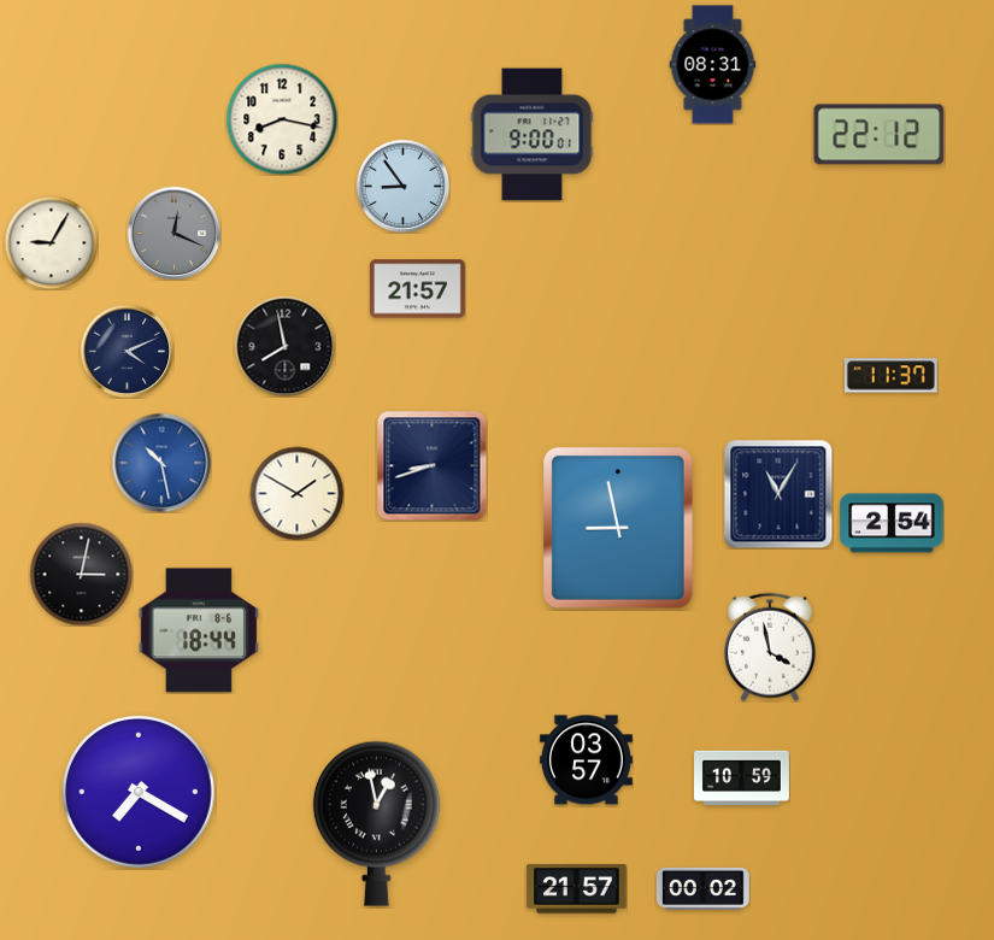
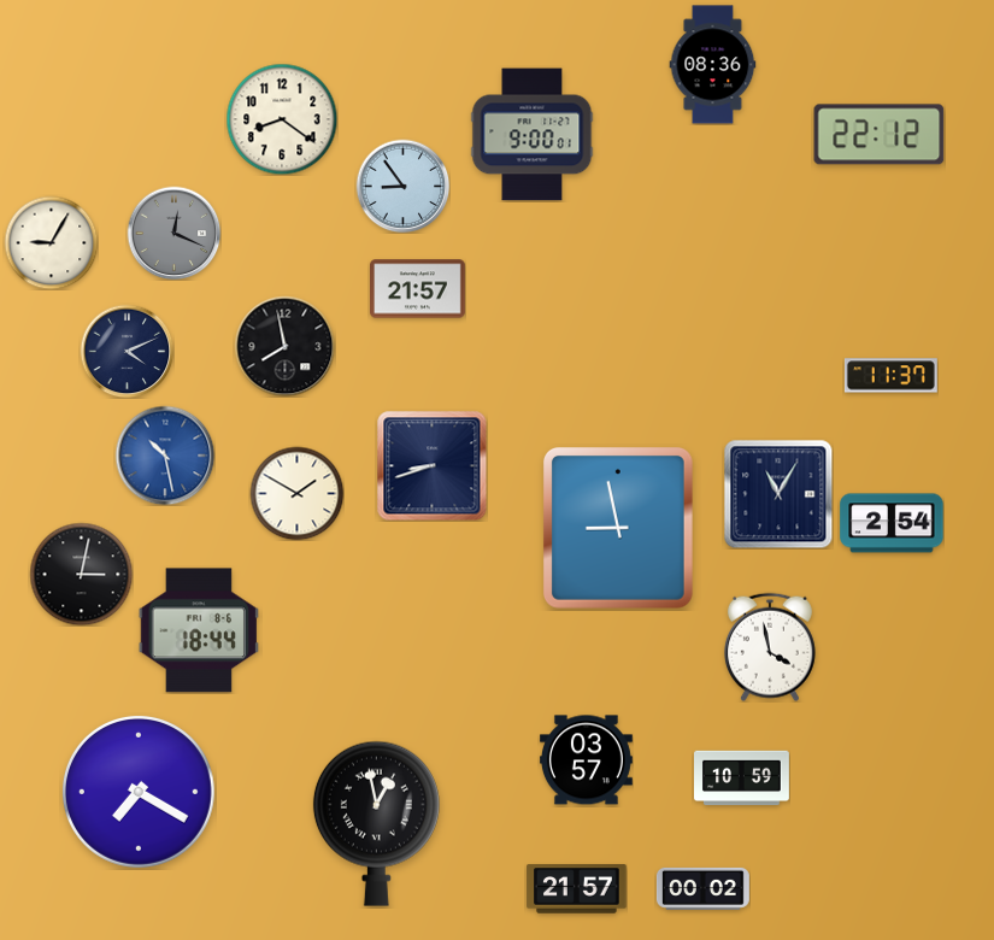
clock at (713, 65): 08:31 -> 08:36
clock at (282, 119): 8:17 -> 8:21
clock at (161, 463) position: (161, 463) -> (165, 456)
